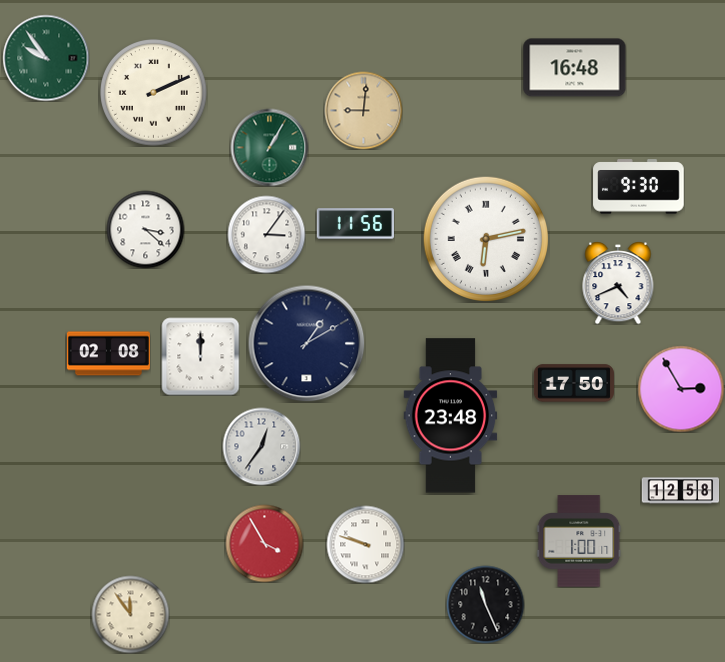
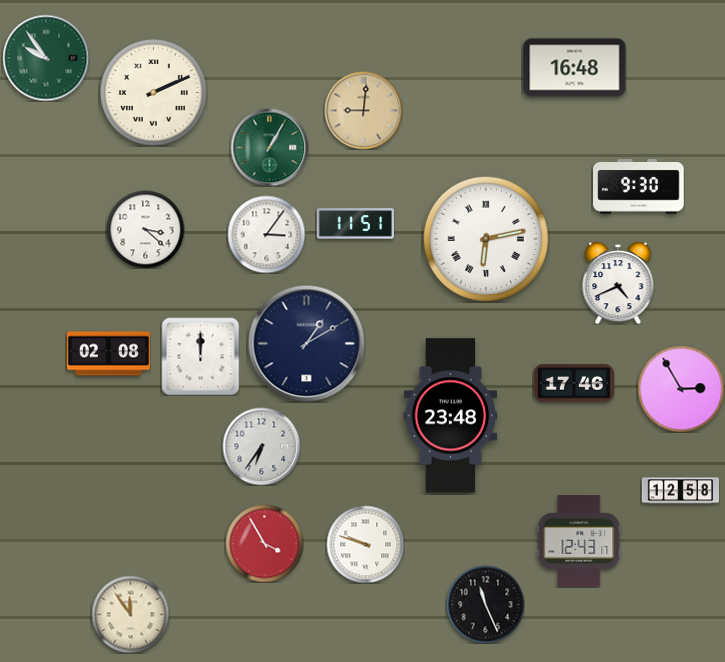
clock at (355, 224): 11:56 -> 11:51
clock at (574, 383): 17:50 -> 17:46
clock at (261, 446): 12:36 -> 6:36
clock at (579, 541): 1:00 -> 12:43
